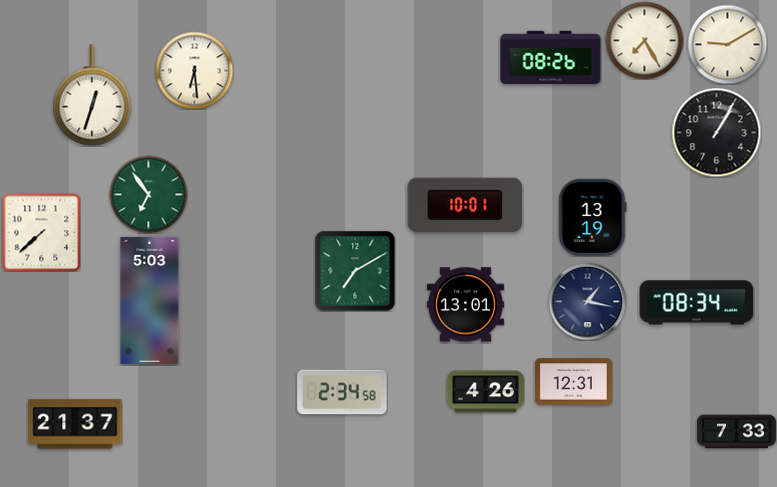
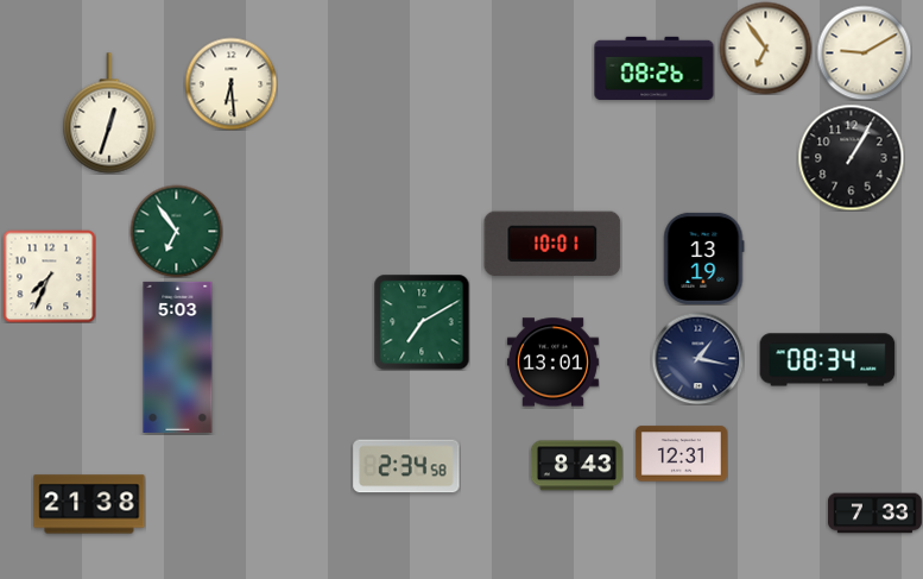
clock at (644, 40): 7:25 -> 6:54
clock at (41, 232): 7:38 -> 7:34
clock at (485, 392): 4:26 -> 8:43
clock at (75, 424): 21:37 -> 21:38
